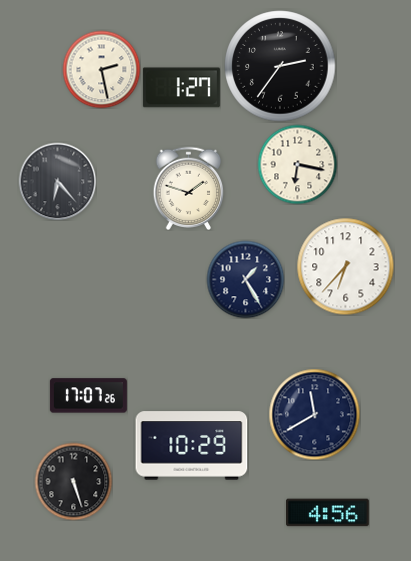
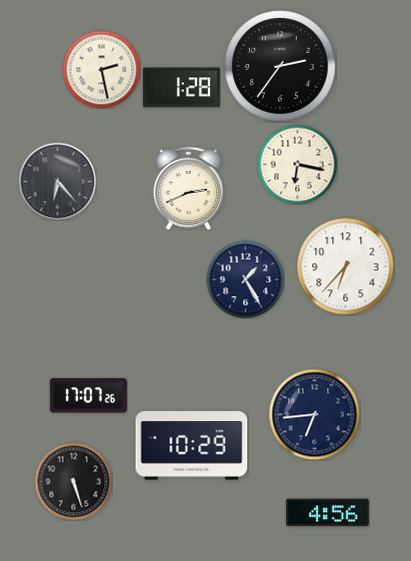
clock at (181, 88): 1:27 -> 1:28
clock at (189, 188): 1:48 -> 2:41
clock at (314, 414): 11:40 -> 6:44
